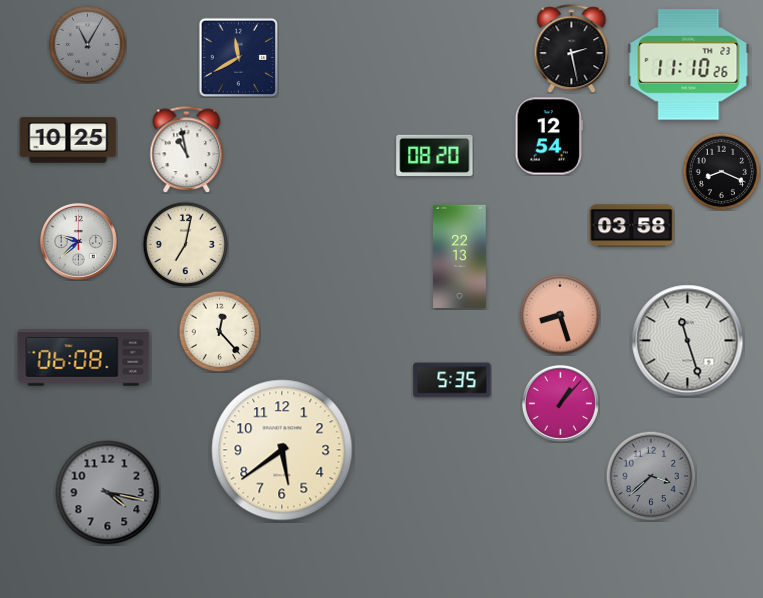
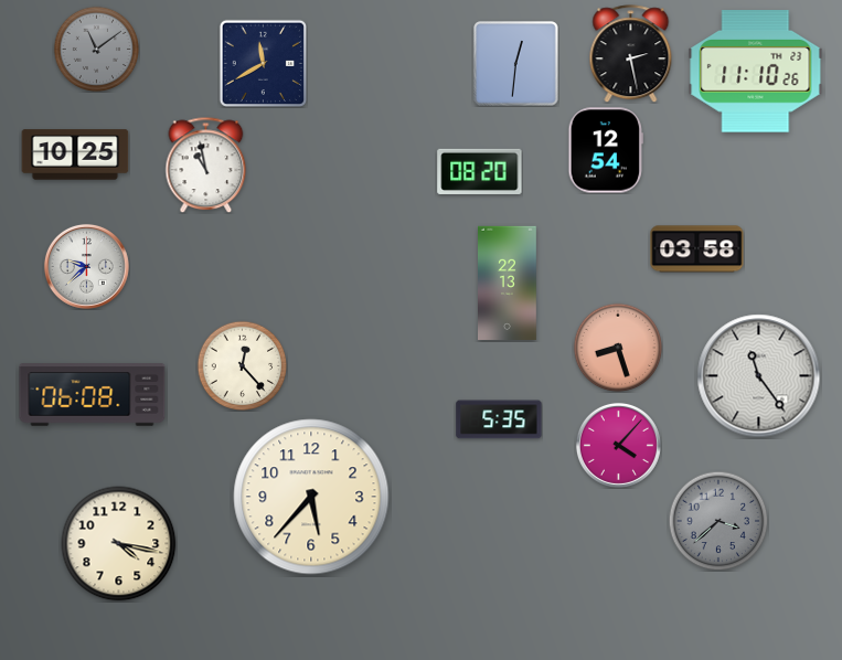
clock at (87, 44): 11:05 -> 11:09
clock at (516, 64): none -> 12:31
clock at (689, 65) position: (689, 65) -> (756, 72)
clock at (721, 171): 8:19 -> none
clock at (185, 244): 7:02 -> none
clock at (688, 341): 11:27 -> 11:24
clock at (560, 403): 1:07 -> 4:07
clock at (282, 450): 5:39 -> 5:37
clock at (651, 476) position: (651, 476) -> (718, 521)
clock at (108, 493) dial: grey -> cream
